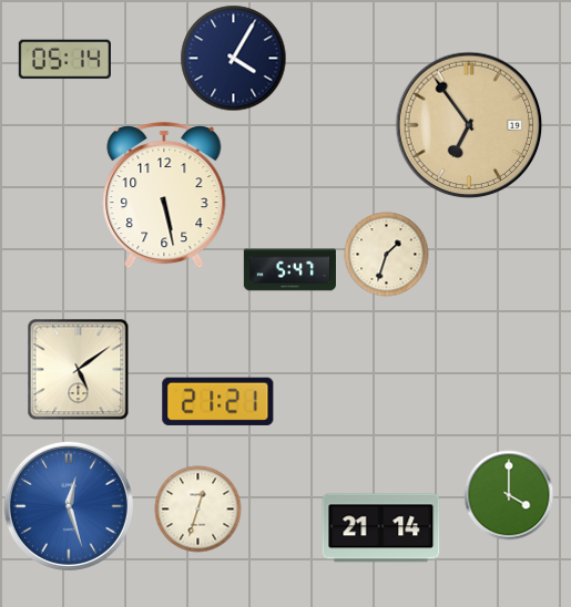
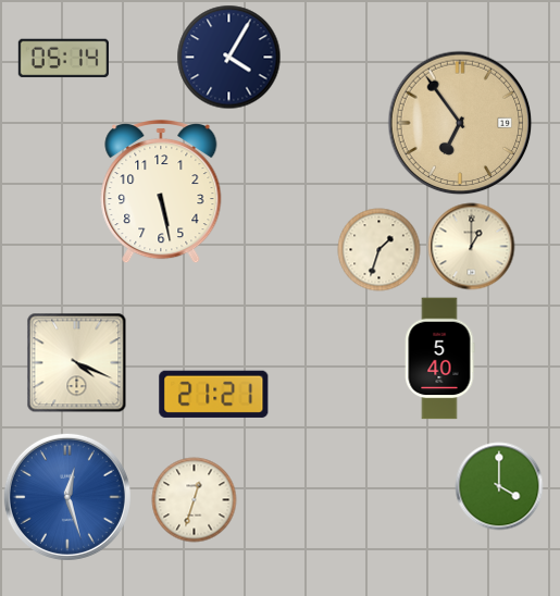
clock at (472, 247): none -> 1:00
clock at (289, 270): 5:47 -> none
clock at (439, 359): none -> 5:40
clock at (79, 370): 5:09 -> 4:19
clock at (381, 528): 21:14 -> none
